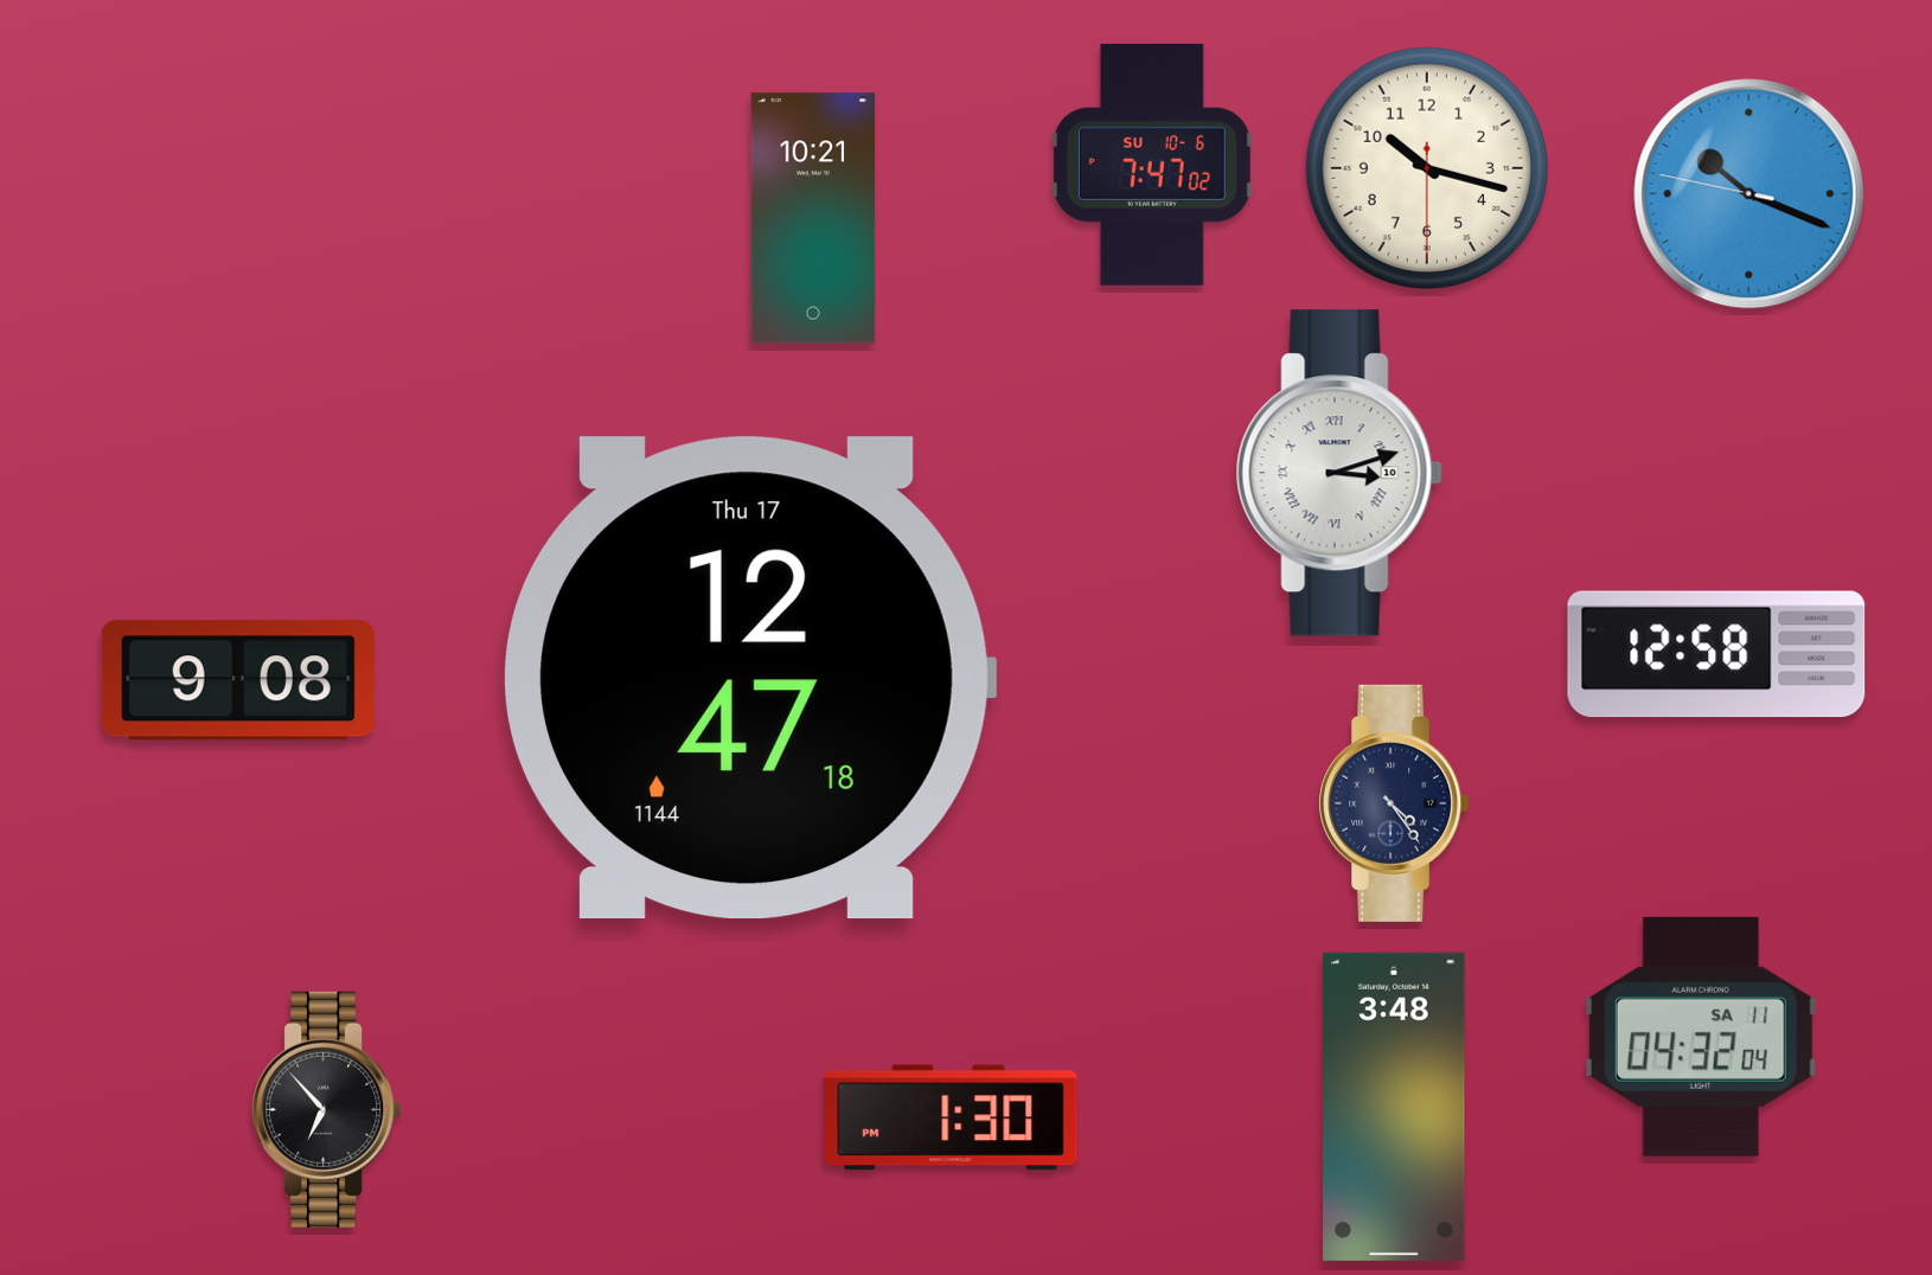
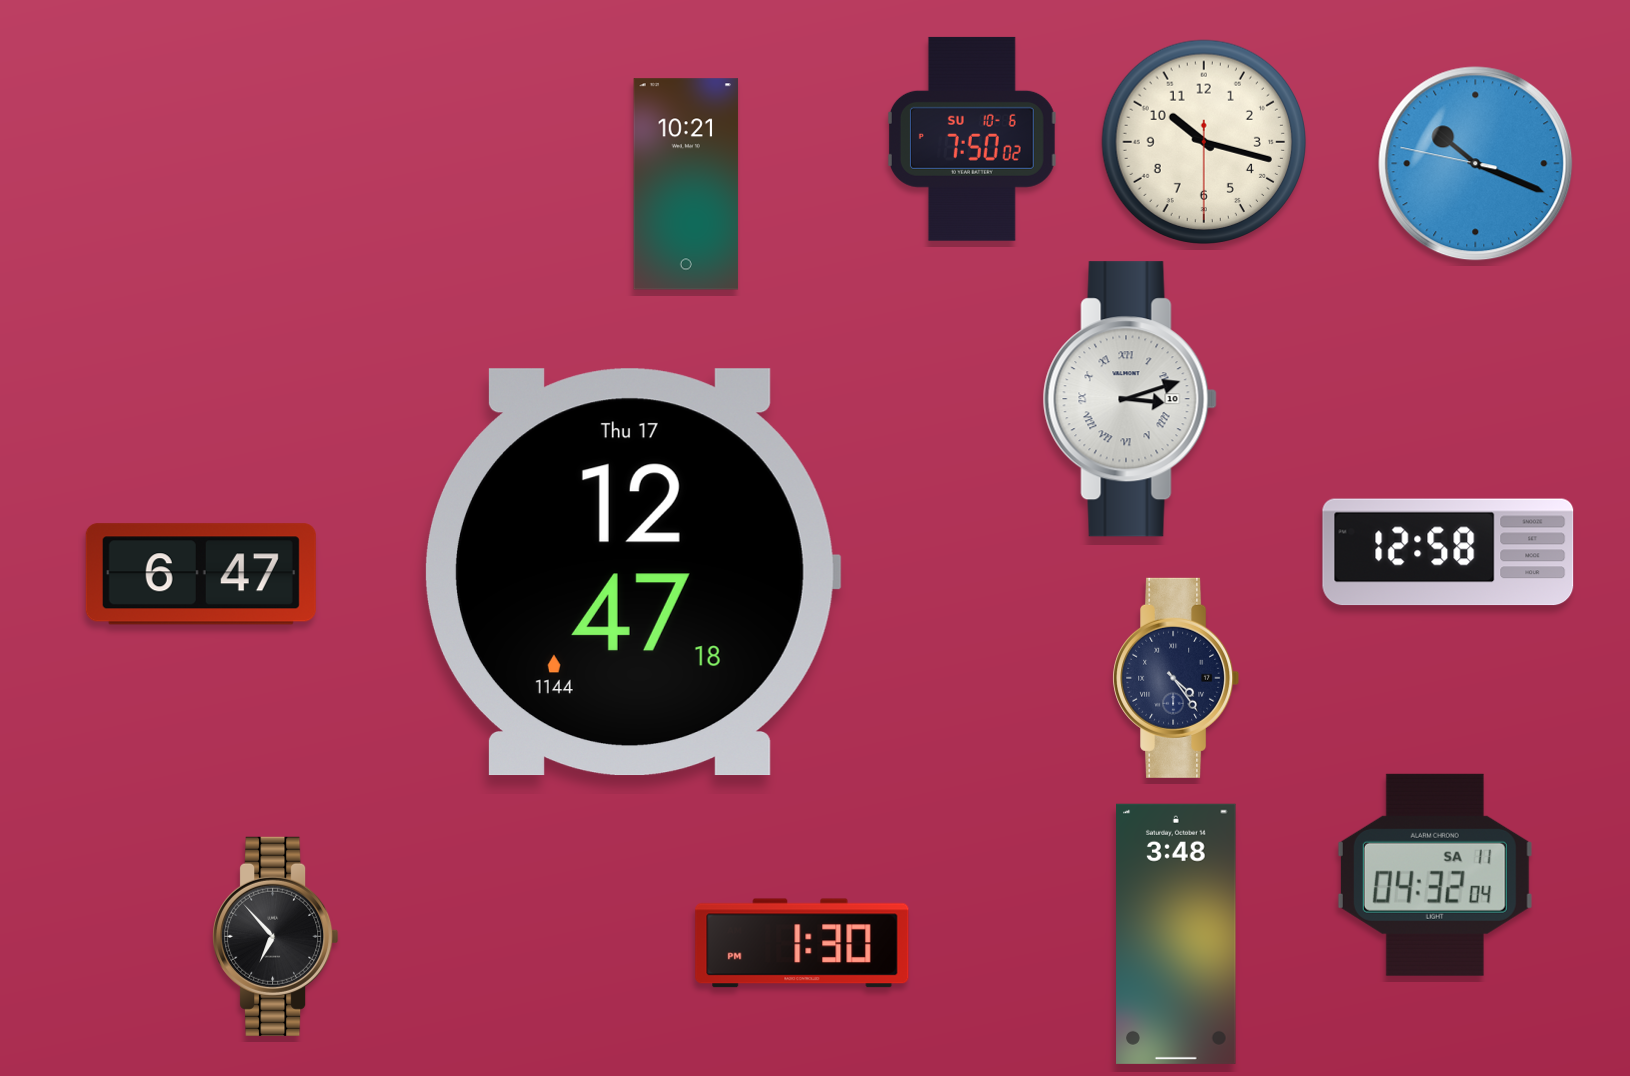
clock at (1152, 165): 7:47 -> 7:50
clock at (238, 680): 9:08 -> 6:47
